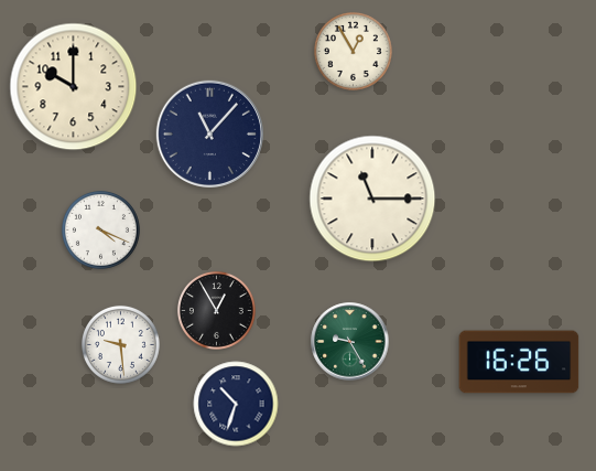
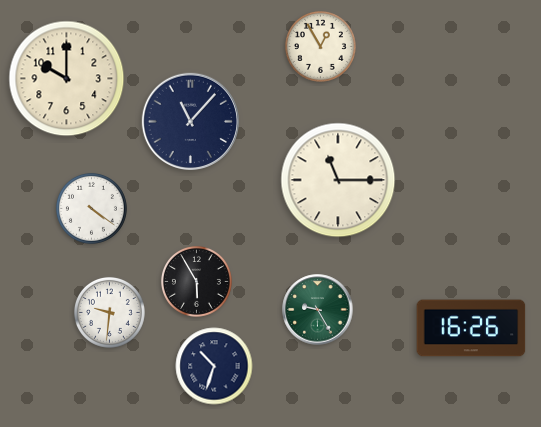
clock at (100, 229): 4:19 -> 4:21
clock at (216, 310): 12:55 -> 5:55
clock at (120, 344): 9:29 -> 9:31
